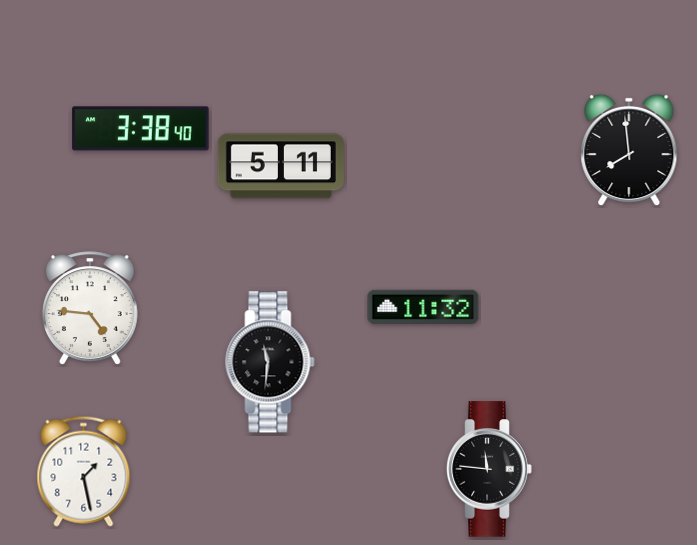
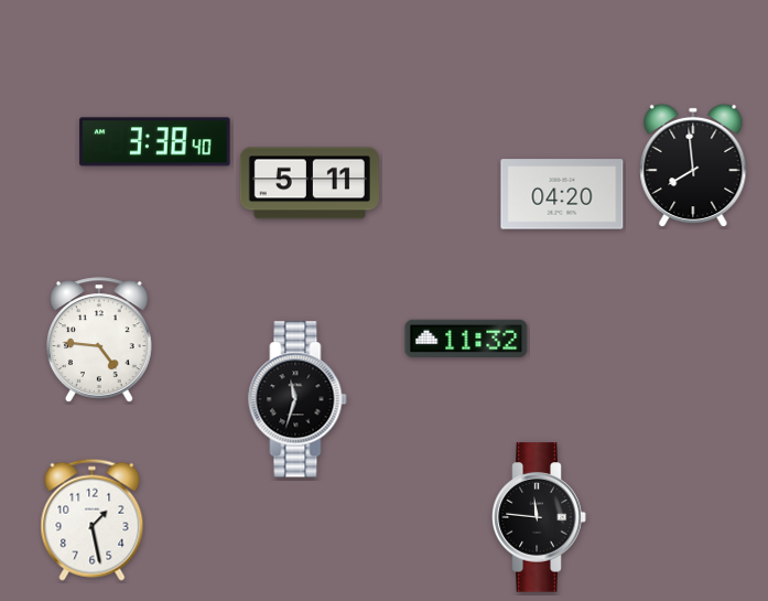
clock at (562, 194): none -> 04:20
clock at (270, 362): 11:31 -> 11:33
